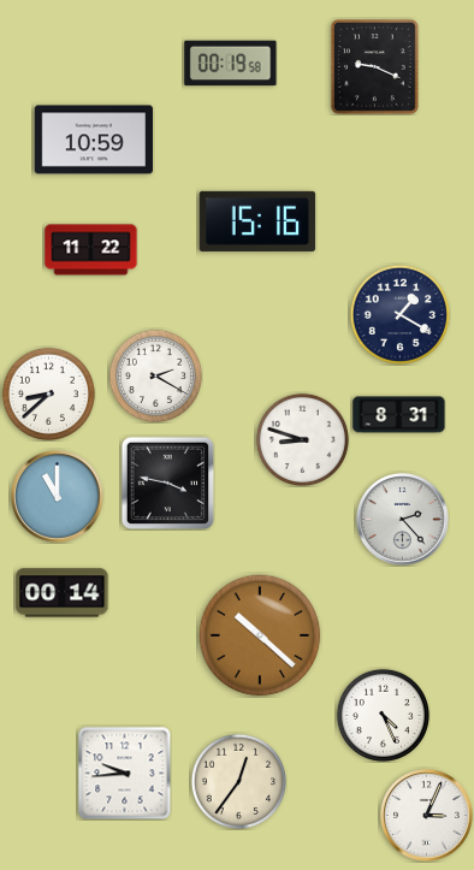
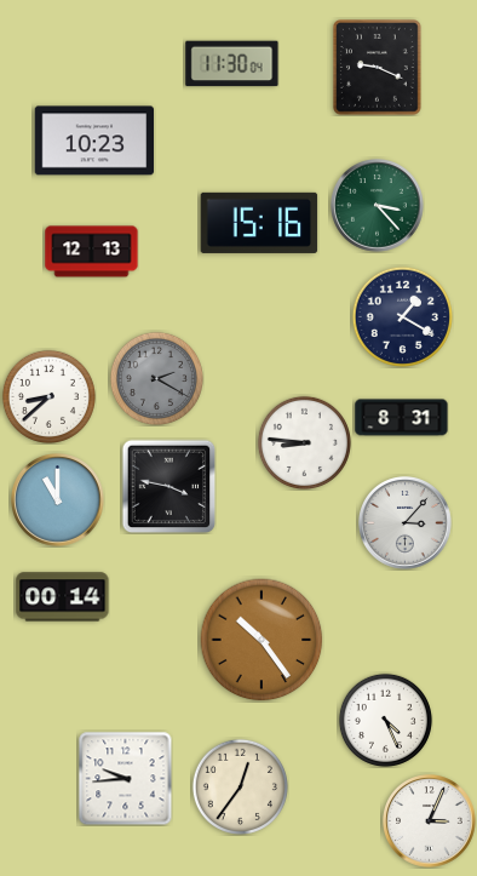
clock at (231, 64): 00:19 -> 11:30
clock at (94, 140): 10:59 -> 10:23
clock at (378, 206): none -> 3:23
clock at (91, 250): 11:22 -> 12:13
clock at (155, 375) dial: white -> grey
clock at (302, 439): 8:48 -> 8:46
clock at (403, 520): 2:23 -> 3:07
clock at (260, 635): 10:22 -> 10:24
